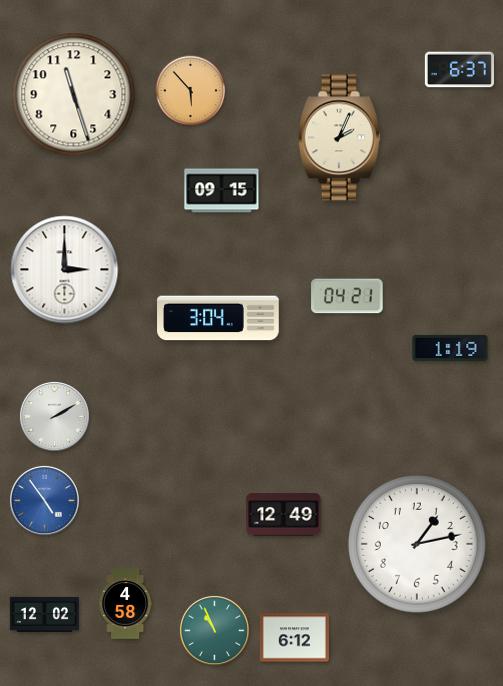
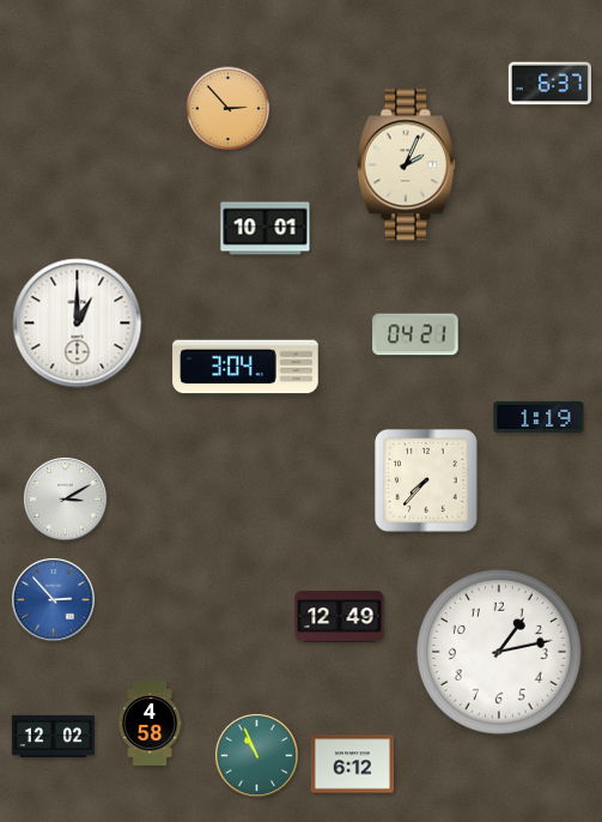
clock at (191, 91): 5:53 -> 2:53
clock at (74, 95): 11:27 -> none
clock at (222, 191): 09:15 -> 10:01
clock at (65, 270): 3:00 -> 1:00
clock at (347, 296) position: (347, 296) -> (415, 334)
clock at (218, 318) position: (218, 318) -> (245, 367)
clock at (426, 480): none -> 7:37
clock at (54, 416): 2:10 -> 3:10
clock at (44, 500): 4:54 -> 2:53
